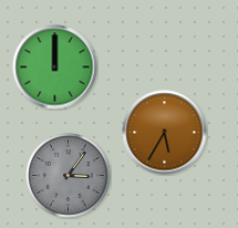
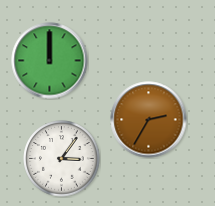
clock at (165, 133): 5:35 -> 2:35
clock at (69, 176) dial: grey -> white
